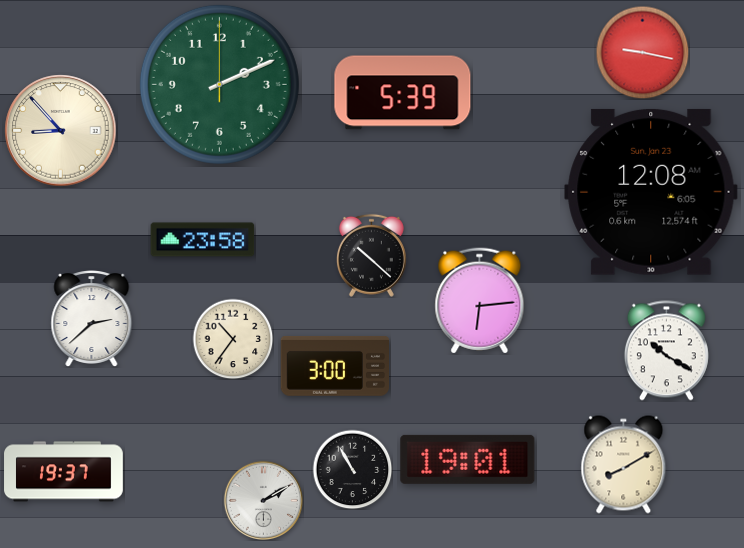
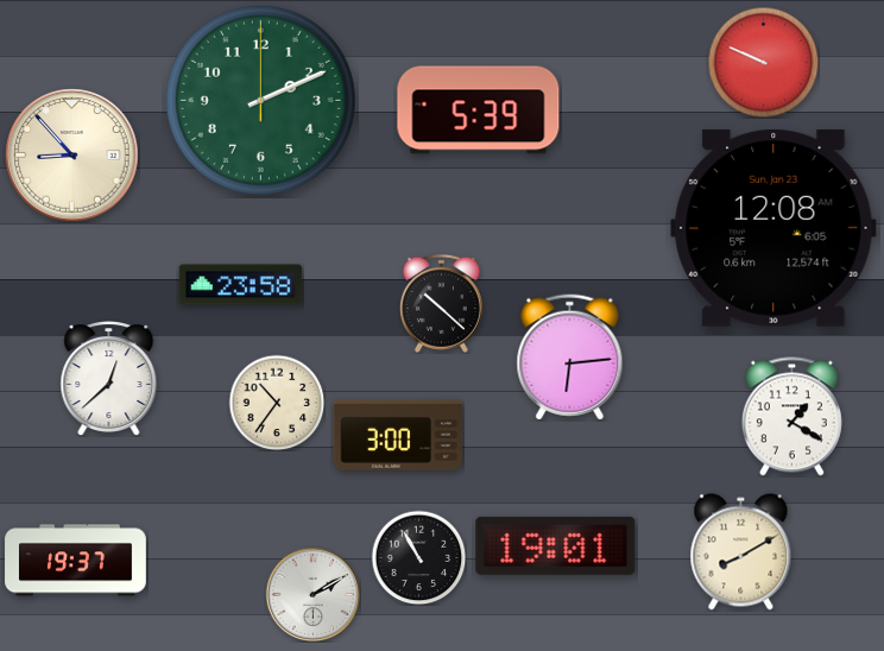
clock at (642, 52): 9:17 -> 9:49
clock at (92, 319): 2:38 -> 12:38
clock at (666, 351): 10:20 -> 1:20
